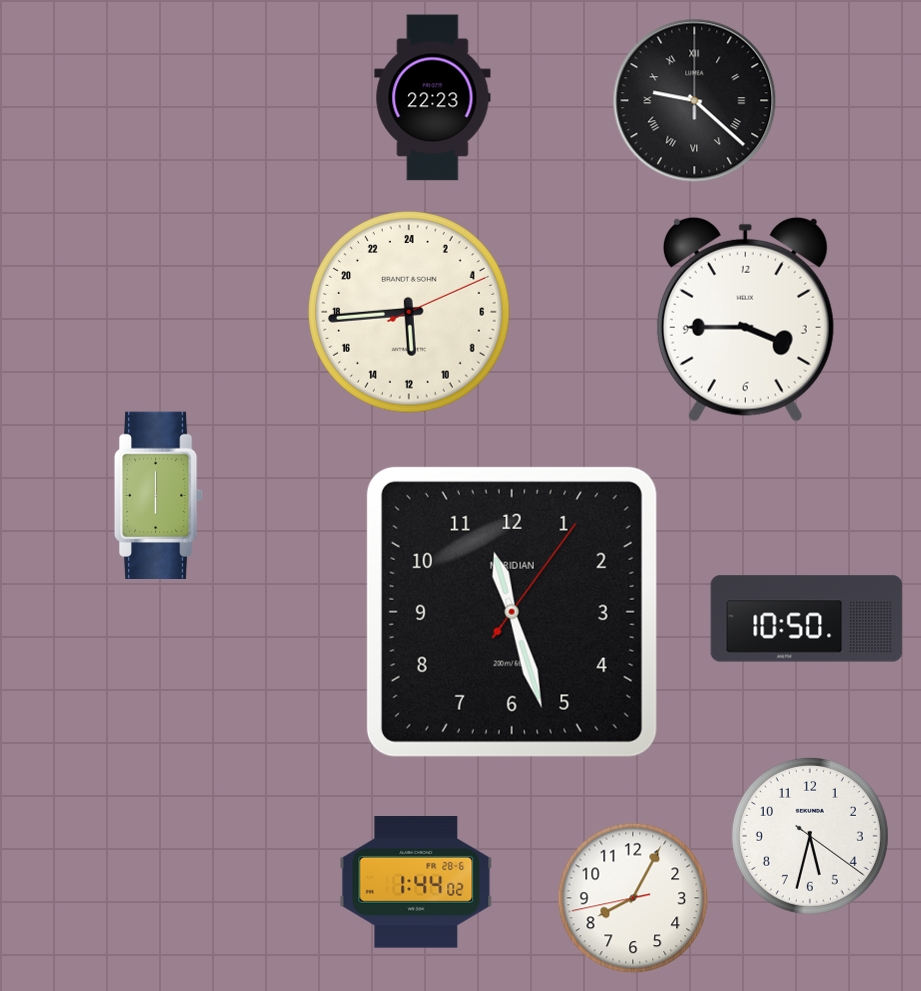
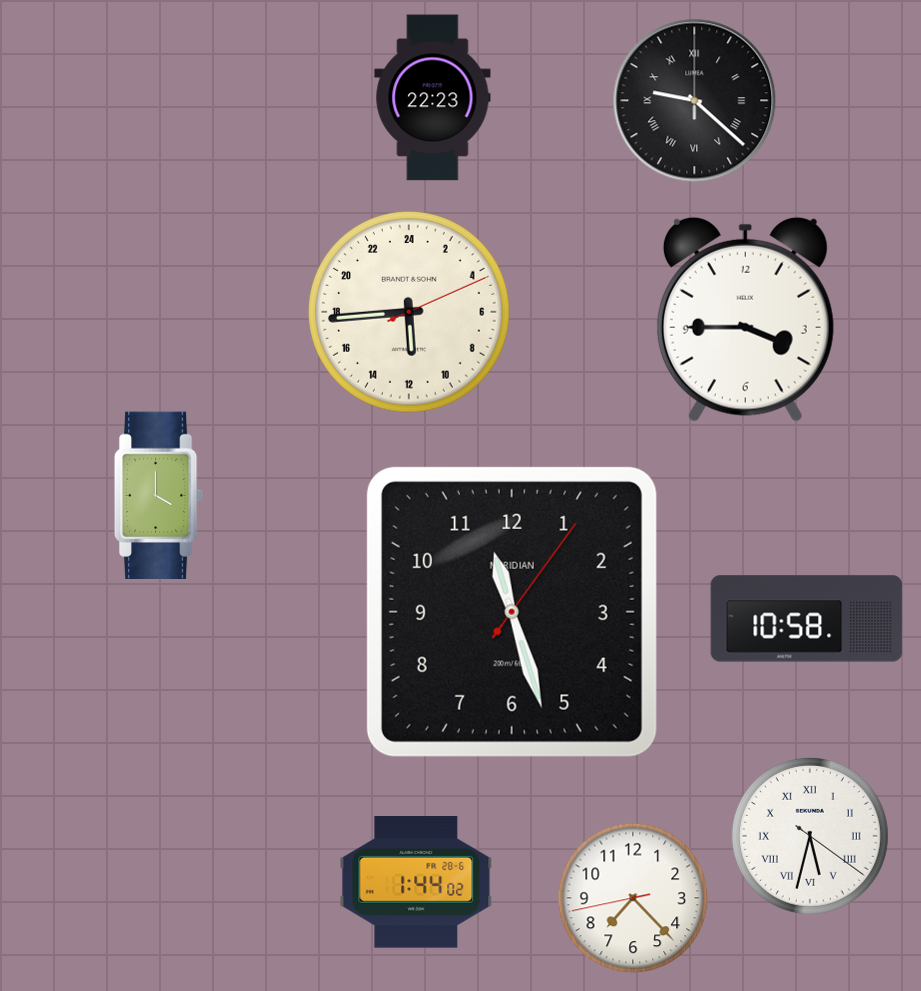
clock at (159, 496): 6:00 -> 4:00
clock at (807, 619): 10:50 -> 10:58
clock at (810, 836) numerals: Arabic -> Roman
clock at (633, 898): 8:04 -> 7:22
